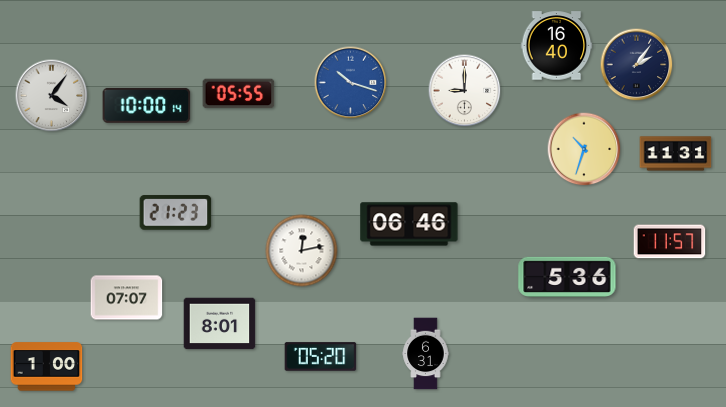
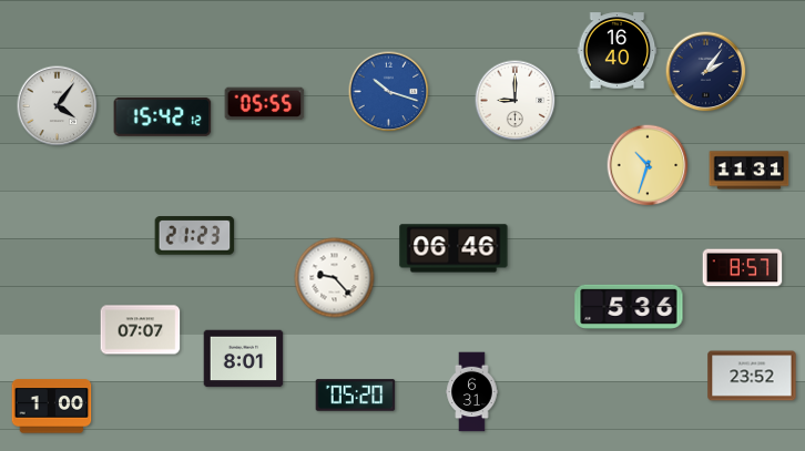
clock at (147, 105): 10:00 -> 15:42
clock at (670, 242): 11:57 -> 8:57
clock at (302, 251): 12:13 -> 9:23
clock at (752, 376): none -> 23:52
